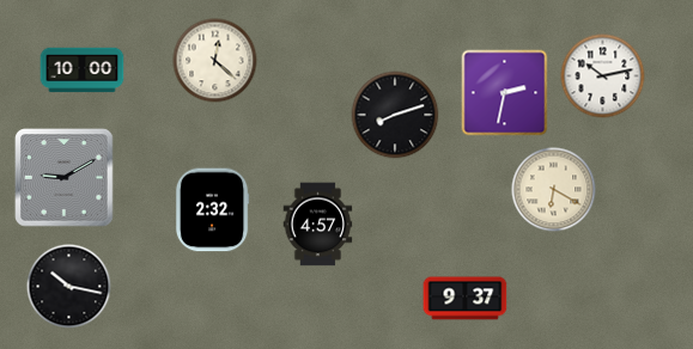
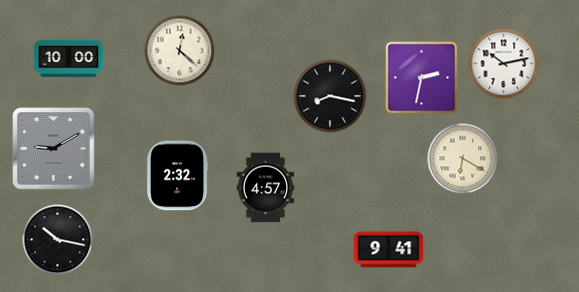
clock at (395, 115): 8:12 -> 8:17
clock at (466, 299): 9:37 -> 9:41
